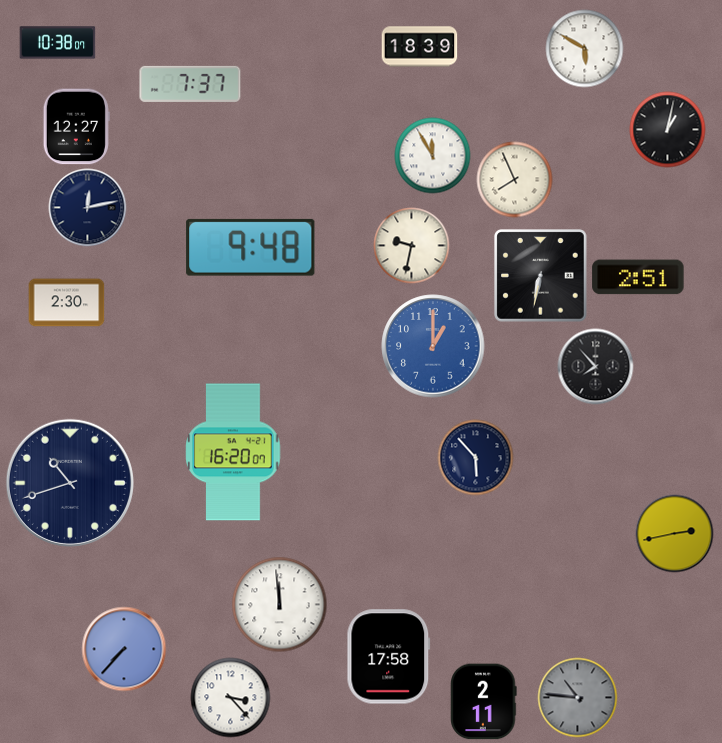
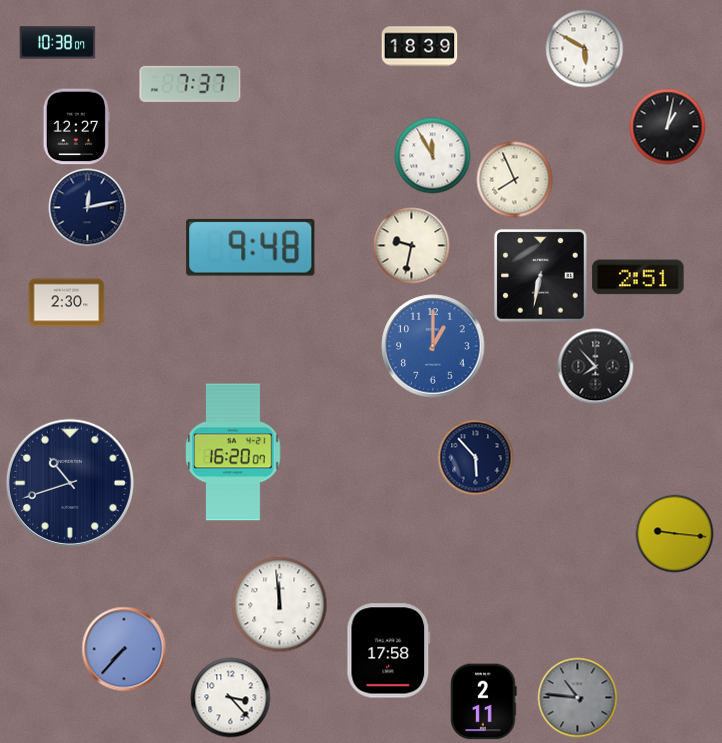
clock at (668, 130) position: (668, 130) -> (668, 127)
clock at (675, 534): 2:43 -> 9:16
clock at (389, 657) position: (389, 657) -> (389, 651)
